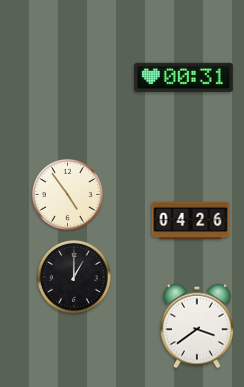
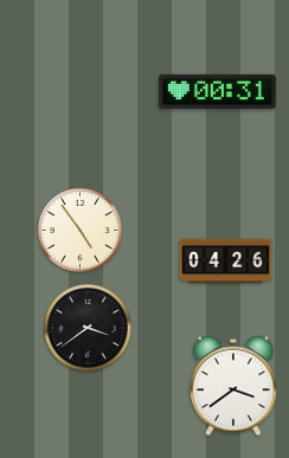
clock at (75, 278): 1:00 -> 3:39
